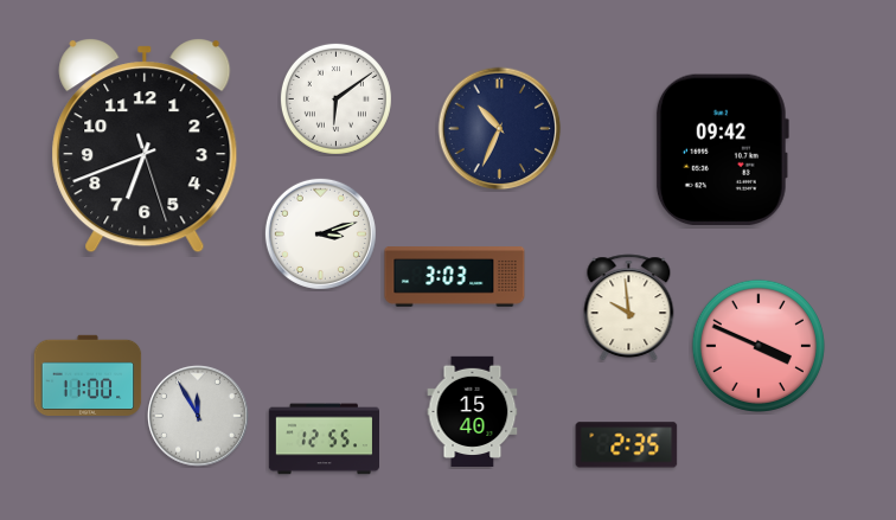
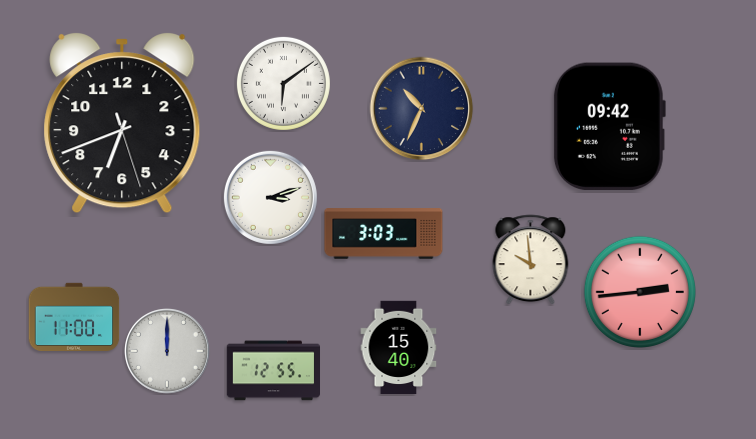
clock at (759, 346): 3:49 -> 2:44
clock at (199, 417): 11:55 -> 12:00
clock at (627, 445): 2:35 -> none
